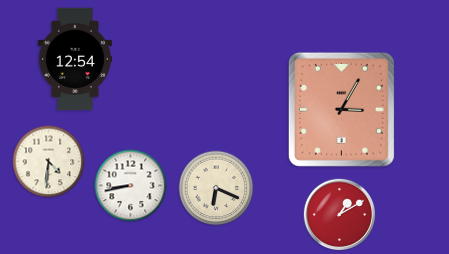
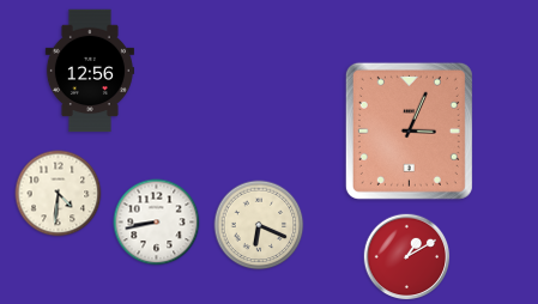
clock at (75, 59): 12:54 -> 12:56
clock at (341, 109): 3:05 -> 3:04
